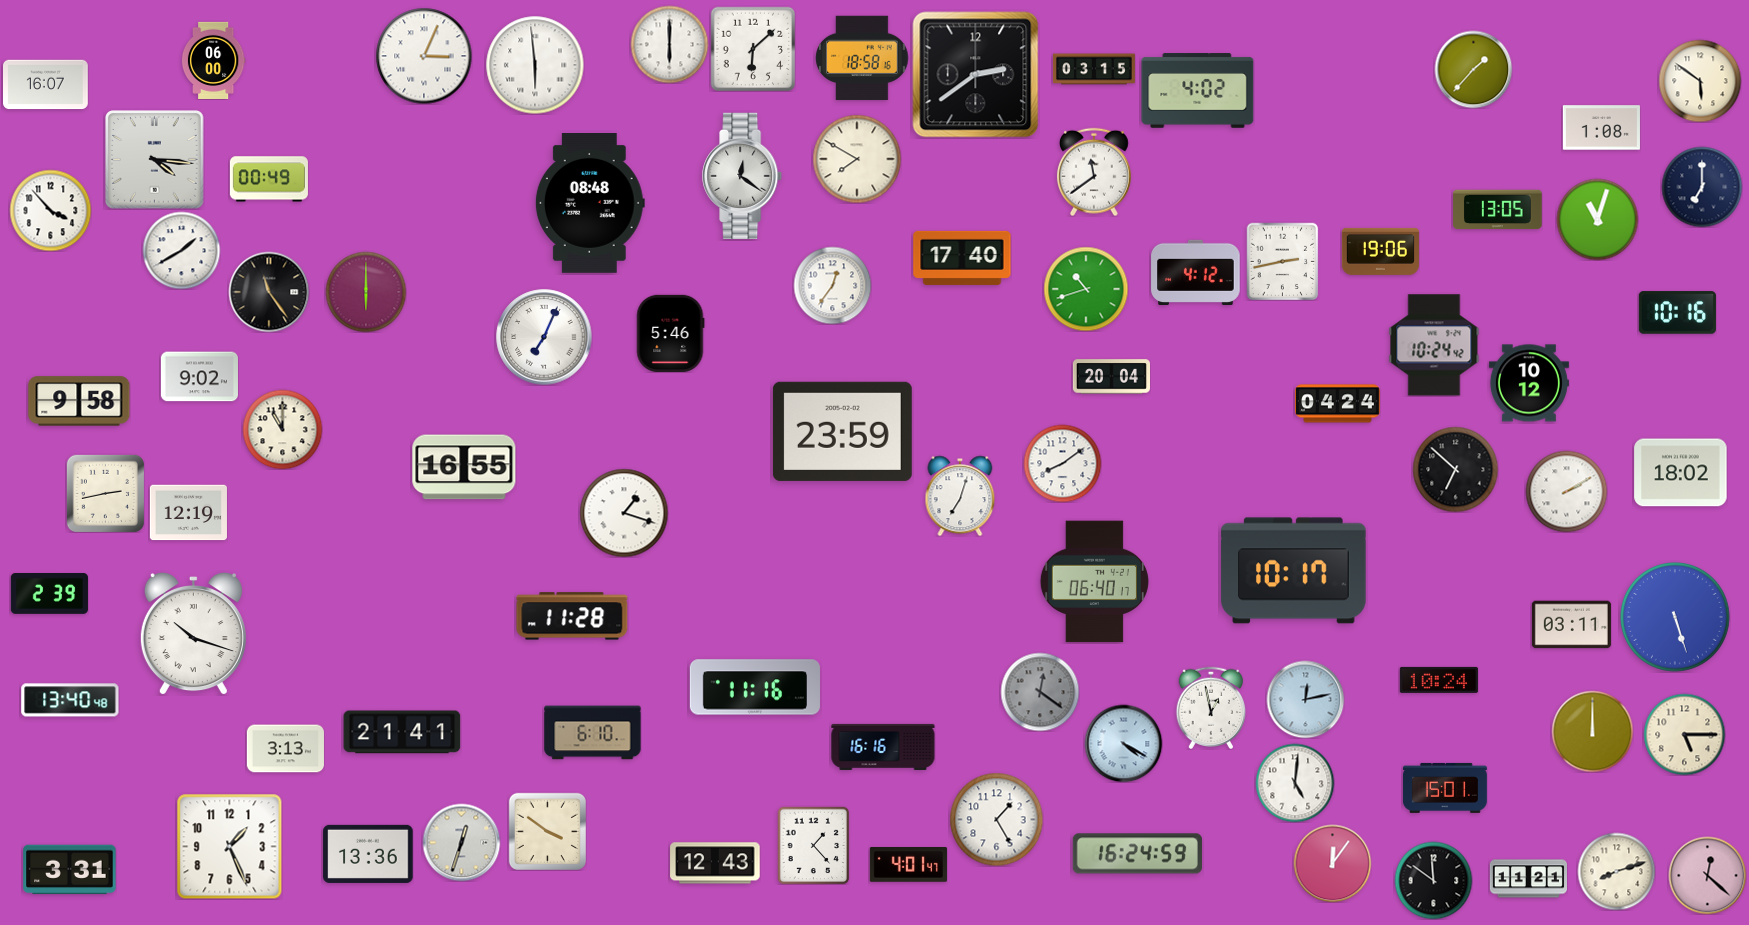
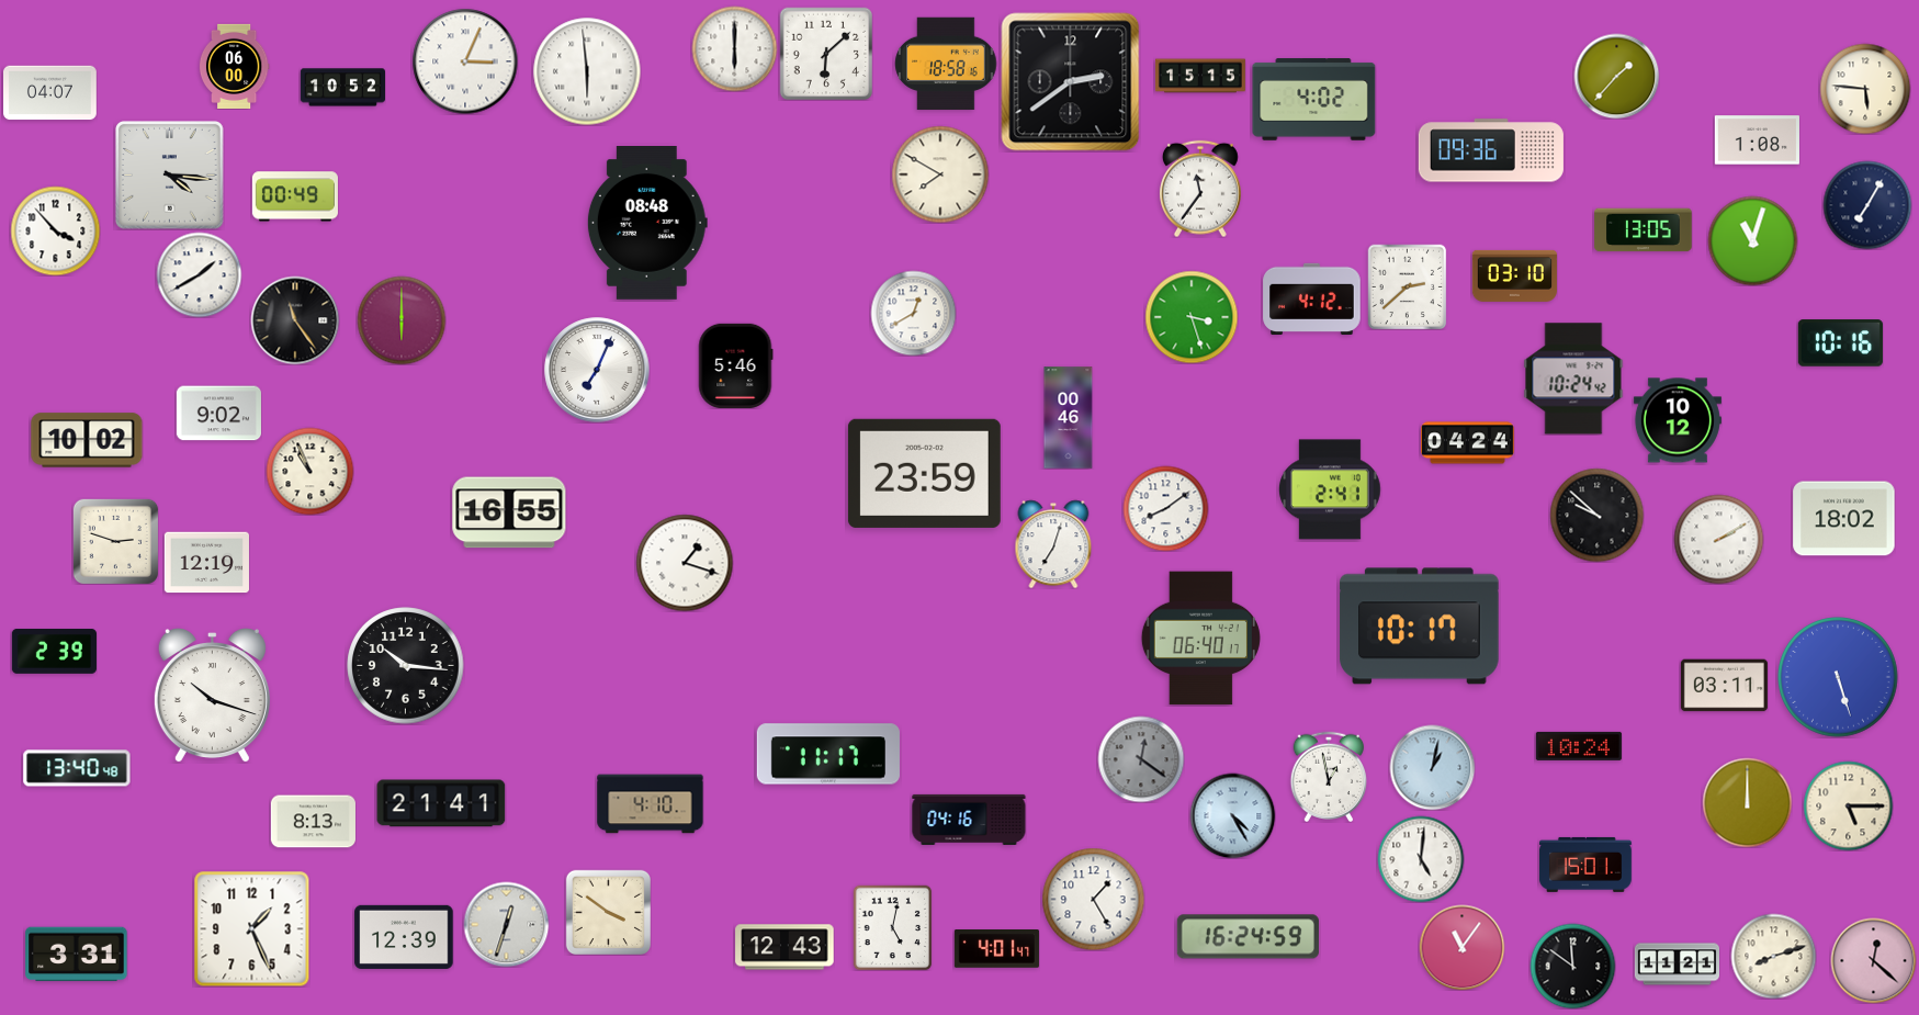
clock at (1094, 69): 03:15 -> 15:15
clock at (342, 88): none -> 10:52
clock at (1700, 81): 5:51 -> 5:46
clock at (46, 85): 16:07 -> 04:07
clock at (1491, 150): none -> 09:36
clock at (1094, 172): 11:39 -> 11:36
clock at (743, 176): 12:21 -> none
clock at (1702, 187): 7:00 -> 7:05
clock at (1380, 251): 19:06 -> 03:10
clock at (962, 258): 17:40 -> none
clock at (1283, 261): 2:43 -> 2:38
clock at (832, 285): 12:36 -> 12:40
clock at (1086, 289): 10:42 -> 3:27
clock at (1111, 377): 20:04 -> none
clock at (1069, 418): none -> 00:46
clock at (79, 401): 9:58 -> 10:02
clock at (282, 429): 11:00 -> 10:56
clock at (1330, 489): none -> 2:41
clock at (1455, 469): 6:52 -> 9:52
clock at (105, 493): 2:43 -> 2:48
clock at (406, 666): none -> 10:16
clock at (572, 616): 11:28 -> none
clock at (755, 687): 11:16 -> 11:17
clock at (1305, 699): 12:13 -> 1:02
clock at (593, 733): 6:10 -> 4:10
clock at (1123, 743): 4:20 -> 4:25
clock at (883, 747): 16:16 -> 04:16
clock at (285, 749): 3:13 -> 8:13
clock at (547, 831) position: (547, 831) -> (608, 912)
clock at (814, 845): 1:23 -> 5:02
clock at (368, 854): 13:36 -> 12:39
clock at (1332, 863): 12:06 -> 11:06
